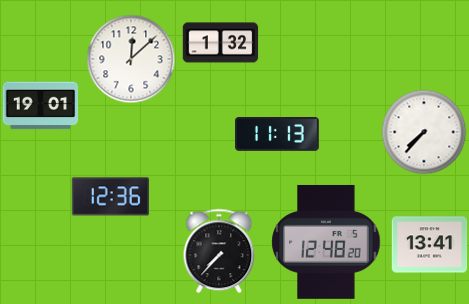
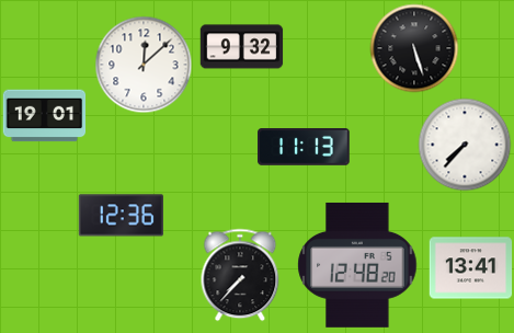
clock at (221, 43): 1:32 -> 9:32
clock at (414, 48): none -> 5:27
